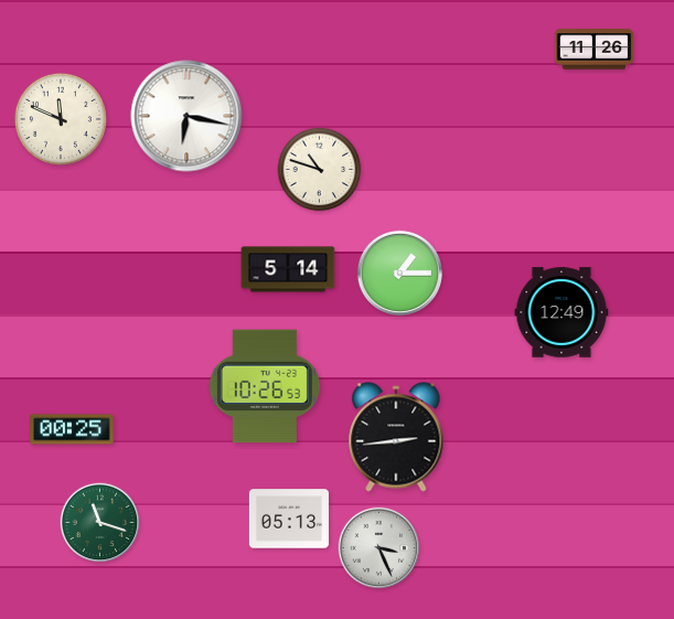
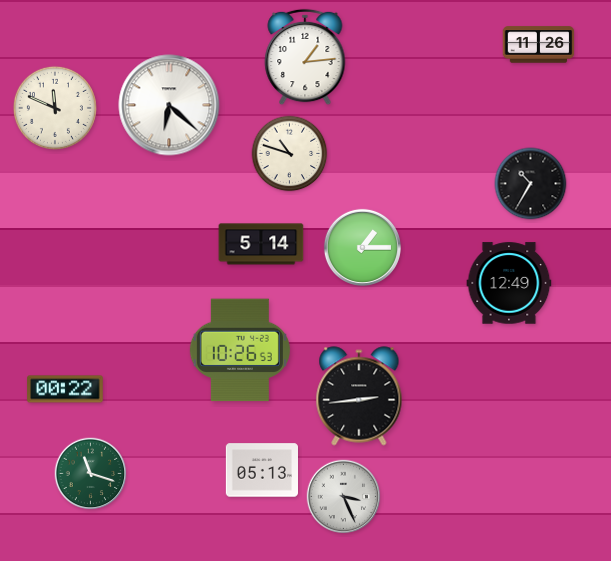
clock at (305, 57): none -> 1:14
clock at (186, 116): 6:17 -> 6:22
clock at (531, 184): none -> 10:35
clock at (72, 429): 00:25 -> 00:22
